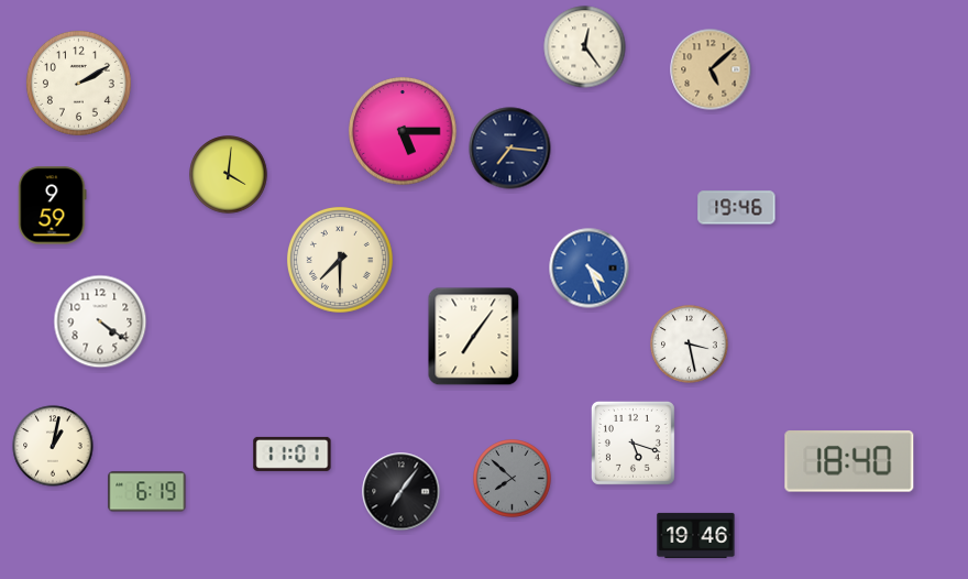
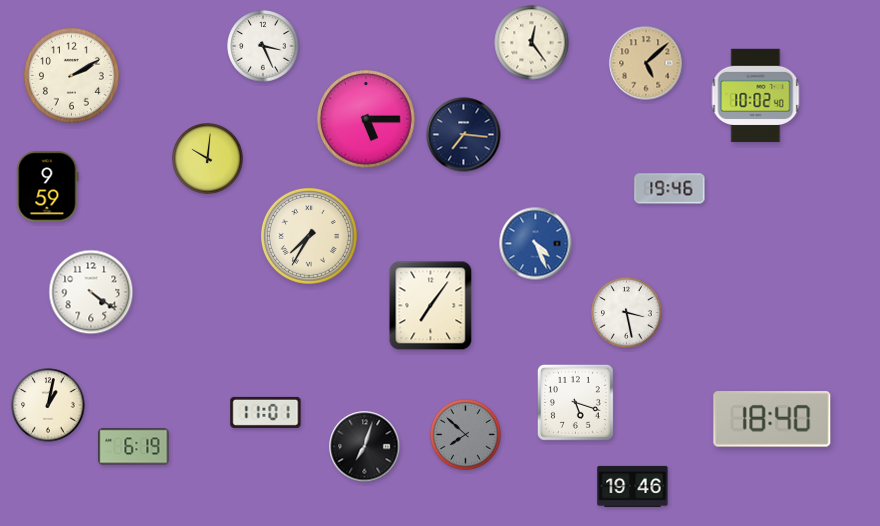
clock at (263, 46): none -> 3:26
clock at (756, 96): none -> 10:02
clock at (229, 175): 4:01 -> 10:01
clock at (340, 260): 7:30 -> 7:35
clock at (402, 492): 7:06 -> 7:03
